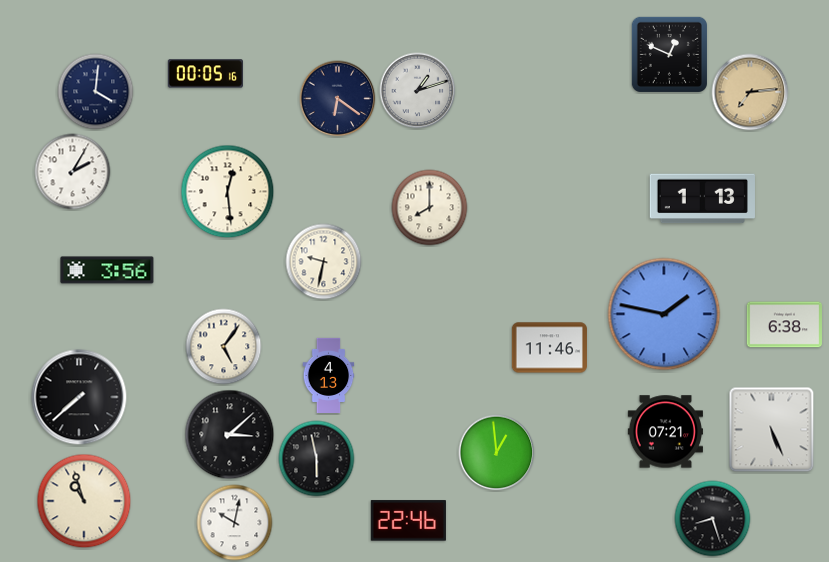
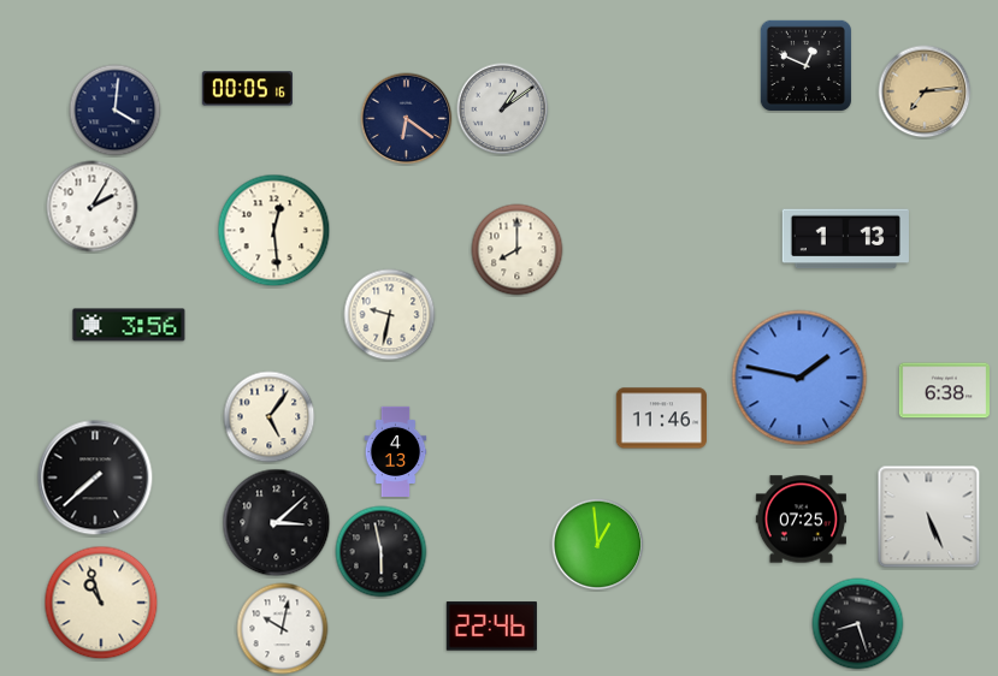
clock at (418, 91): 1:12 -> 1:09
clock at (750, 92) position: (750, 92) -> (925, 91)
clock at (73, 172) position: (73, 172) -> (93, 207)
clock at (665, 432): 07:21 -> 07:25
